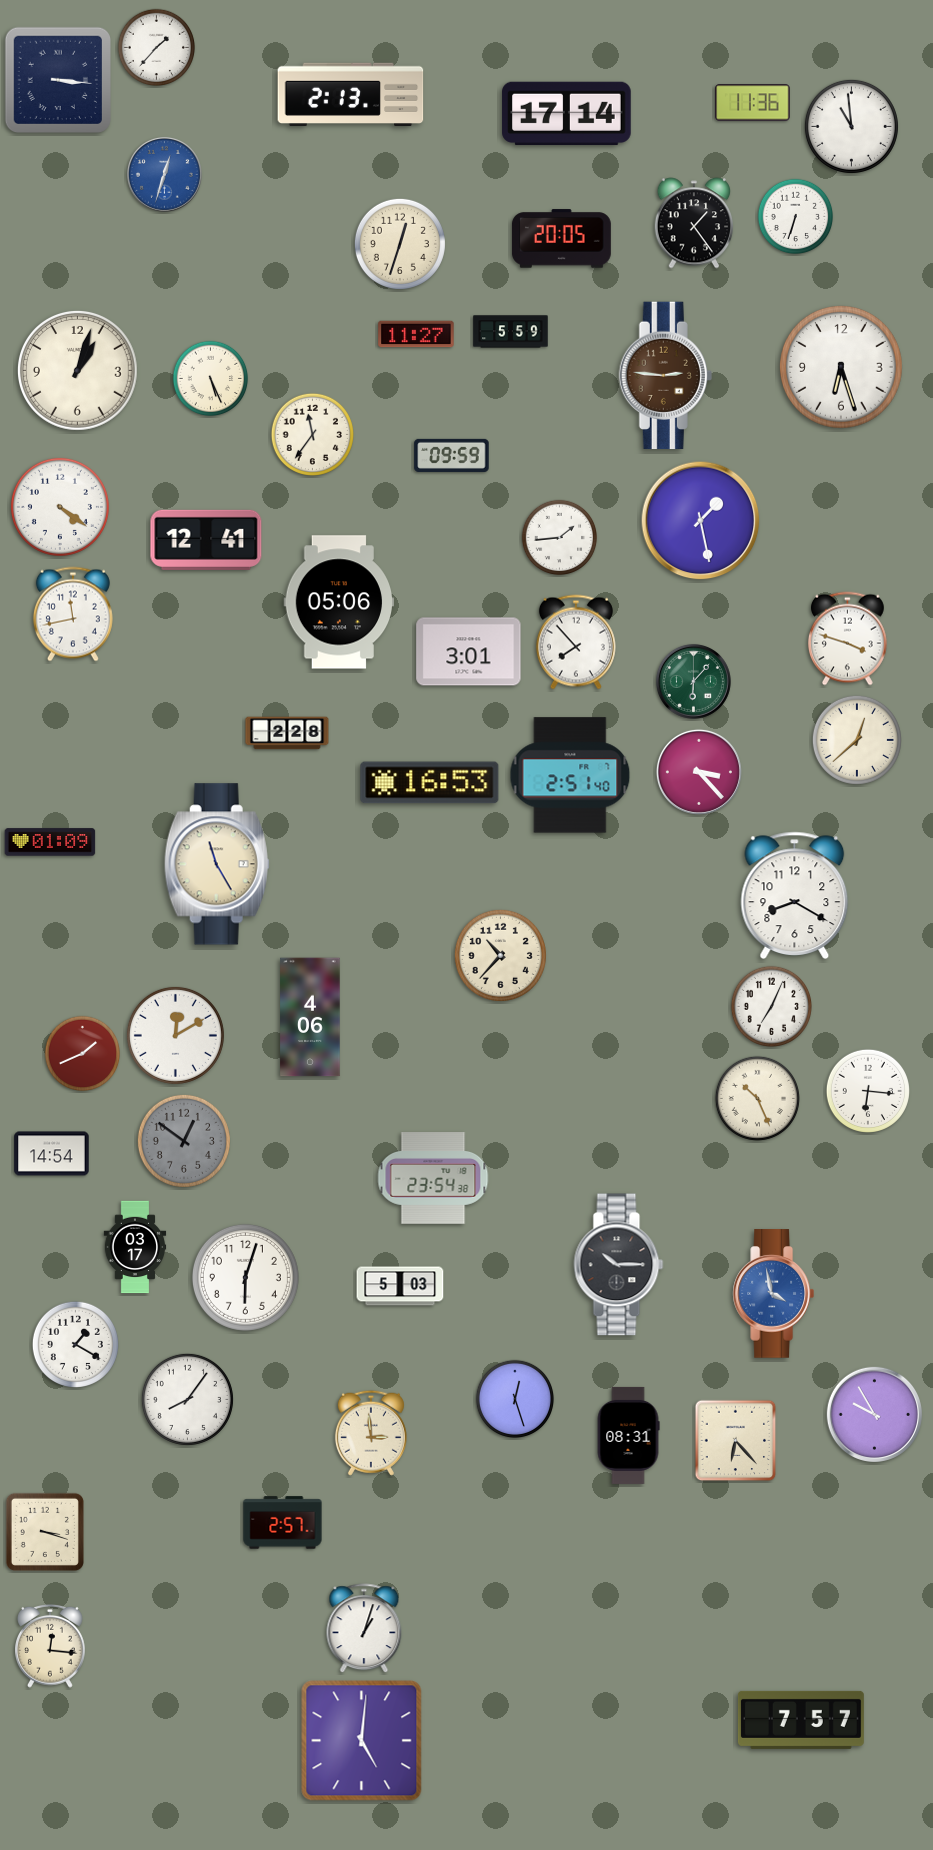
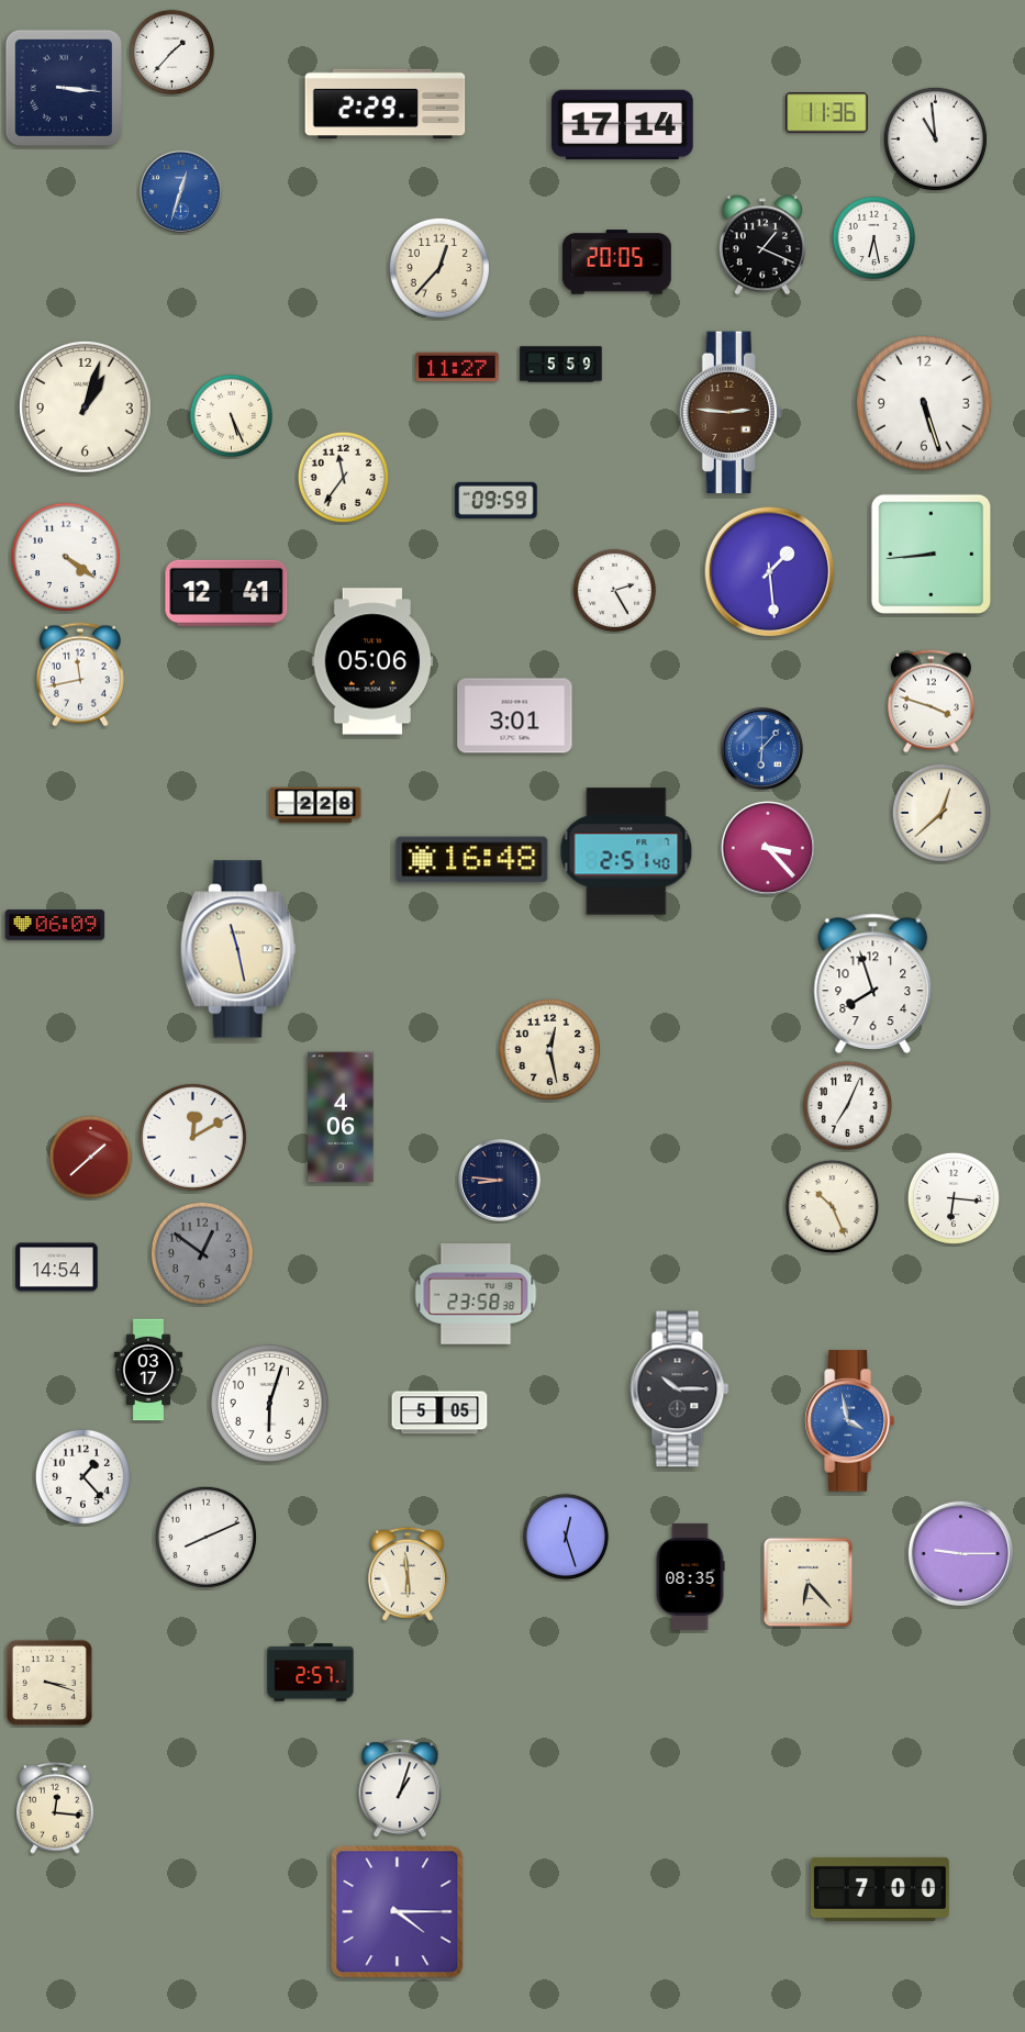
clock at (351, 95): 2:13 -> 2:29
clock at (796, 217): 6:33 -> 6:28
clock at (694, 223): 1:24 -> 1:19
clock at (400, 244): 12:33 -> 12:37
clock at (842, 368): 6:27 -> 5:27
clock at (932, 555): none -> 8:44
clock at (701, 521): 1:28 -> 1:29
clock at (560, 538): 1:44 -> 2:25
clock at (576, 642): 7:53 -> none
clock at (693, 681) dial: green -> blue
clock at (430, 783): 16:53 -> 16:48
clock at (50, 842): 01:09 -> 06:09
clock at (217, 864): 11:25 -> 11:28
clock at (795, 895): 8:20 -> 7:57
clock at (500, 955): 10:37 -> 12:28
clock at (83, 1054): 1:41 -> 1:38
clock at (499, 1180): none -> 8:46
clock at (433, 1178): 23:54 -> 23:58
clock at (400, 1286): 5:03 -> 5:05
clock at (75, 1344): 1:20 -> 1:23
clock at (187, 1399): 8:06 -> 8:11
clock at (874, 1414): 9:55 -> 9:15
clock at (371, 1433): 2:59 -> 5:59
clock at (628, 1435): 08:31 -> 08:35
clock at (801, 1720): 7:57 -> 7:00
clock at (362, 1741): 5:01 -> 4:15
